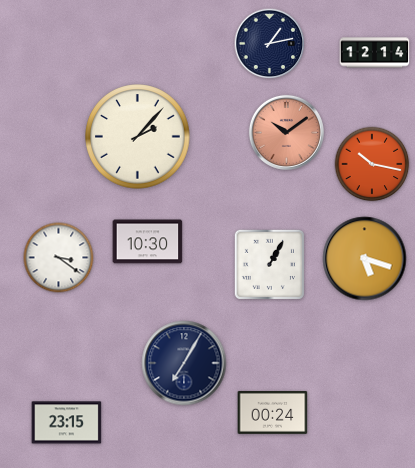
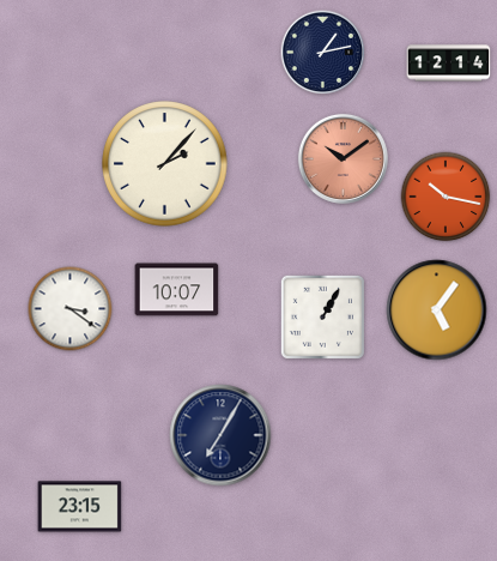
clock at (148, 242): 10:30 -> 10:07
clock at (365, 259): 5:18 -> 5:06
clock at (273, 412): 00:24 -> none
